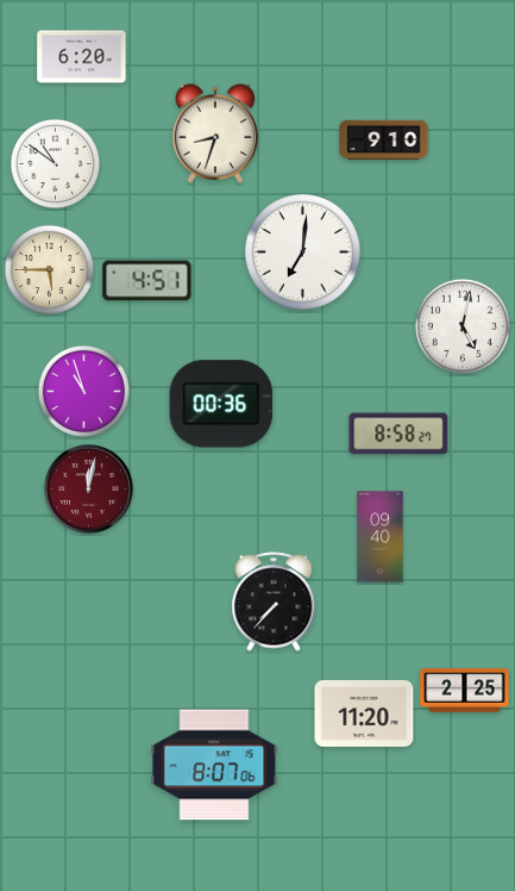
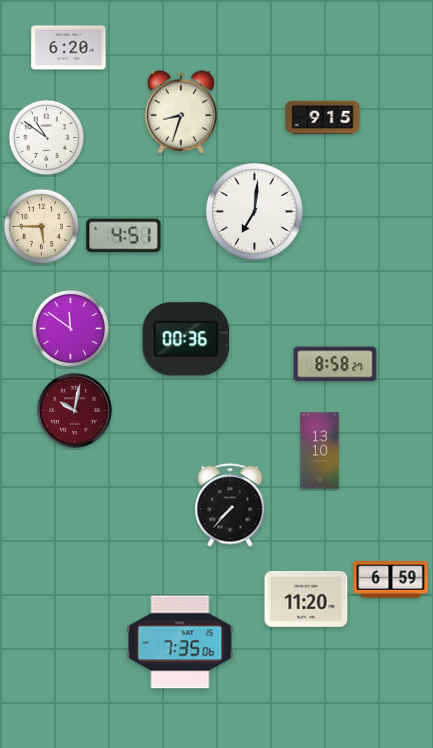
clock at (384, 141): 9:10 -> 9:15
clock at (463, 326): 5:02 -> none
clock at (83, 391): 10:57 -> 11:51
clock at (89, 490): 12:02 -> 10:02
clock at (381, 537): 09:40 -> 13:10
clock at (465, 691): 2:25 -> 6:59
clock at (214, 765): 8:07 -> 7:35
